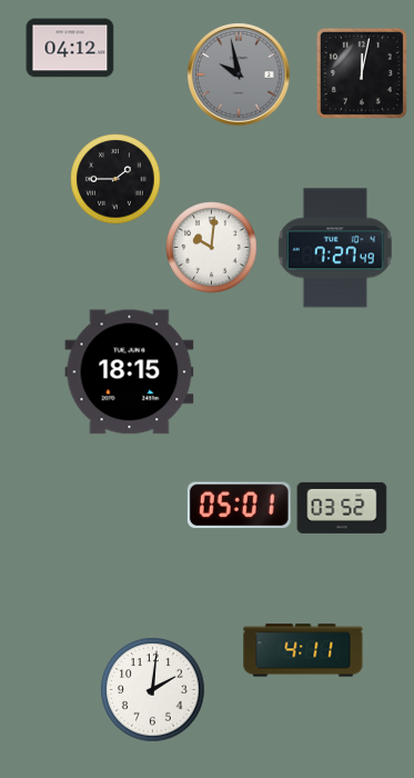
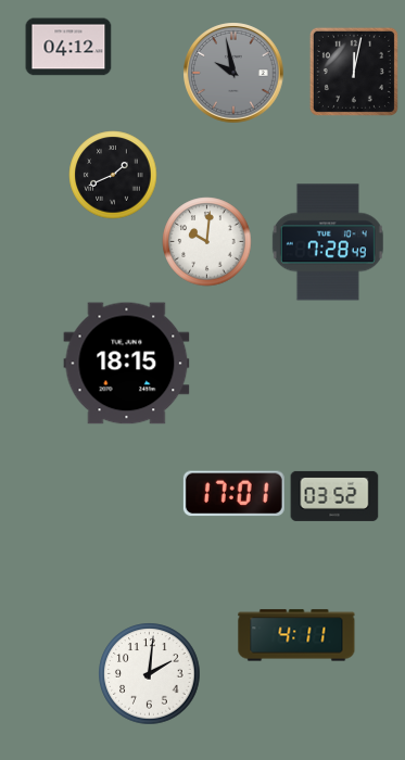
clock at (115, 179): 1:45 -> 1:41
clock at (335, 248): 7:27 -> 7:28
clock at (239, 506): 05:01 -> 17:01
